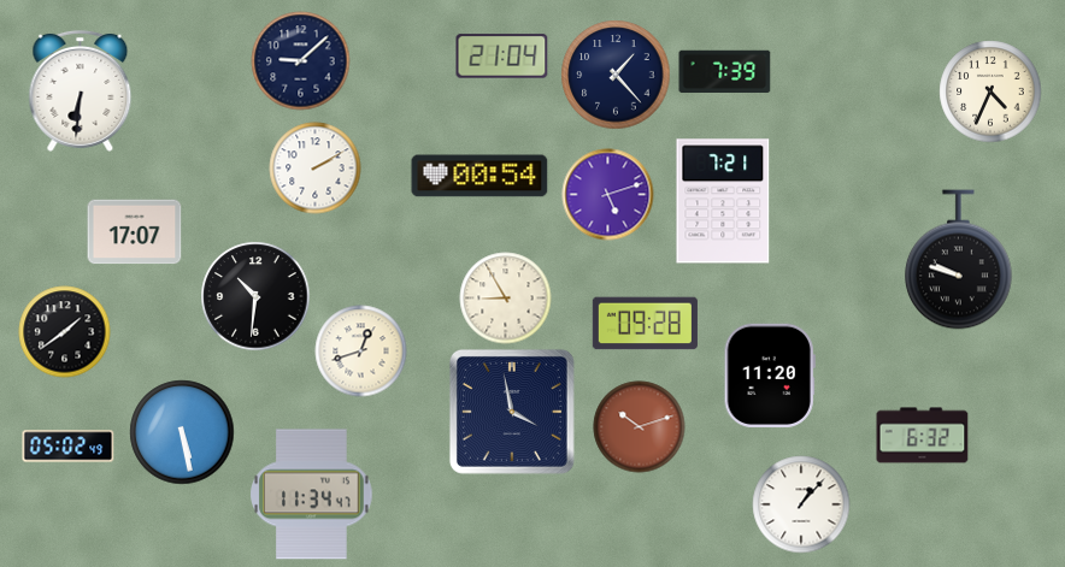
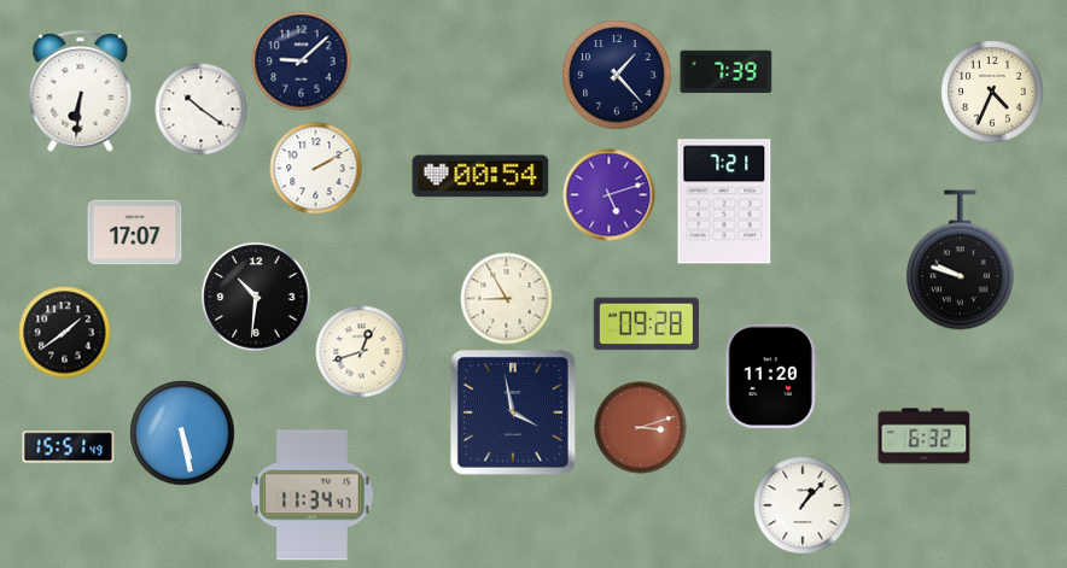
clock at (502, 57): 21:04 -> none
clock at (202, 110): none -> 10:21
clock at (640, 427): 10:12 -> 3:12
clock at (69, 447): 05:02 -> 15:51
